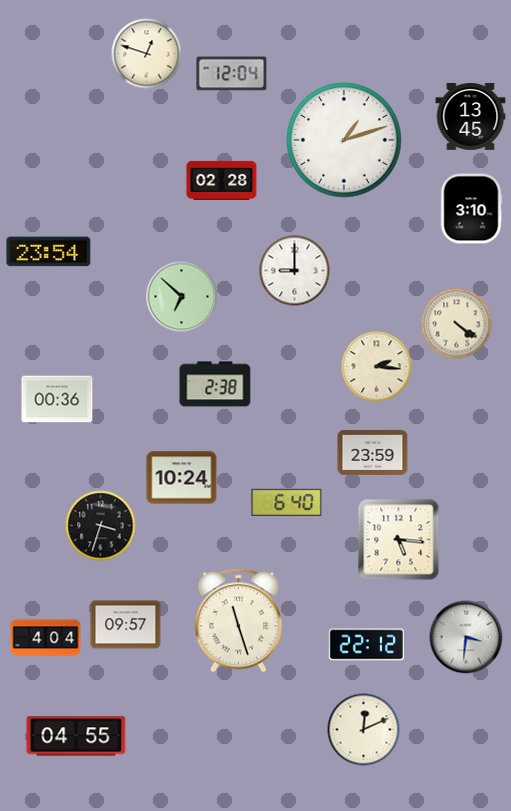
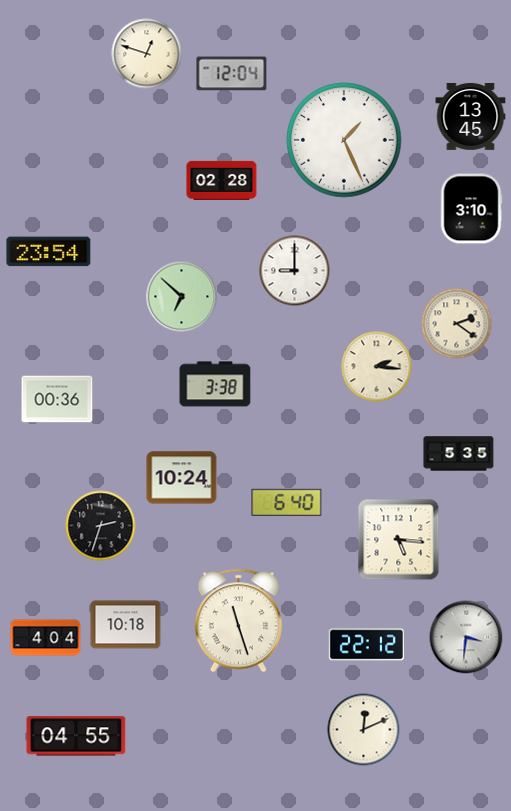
clock at (344, 140): 1:12 -> 1:26
clock at (457, 324): 4:21 -> 2:21
clock at (215, 384): 2:38 -> 3:38
clock at (373, 452): 23:59 -> none
clock at (459, 454): none -> 5:35
clock at (101, 526): 3:33 -> 2:33
clock at (126, 625): 09:57 -> 10:18
